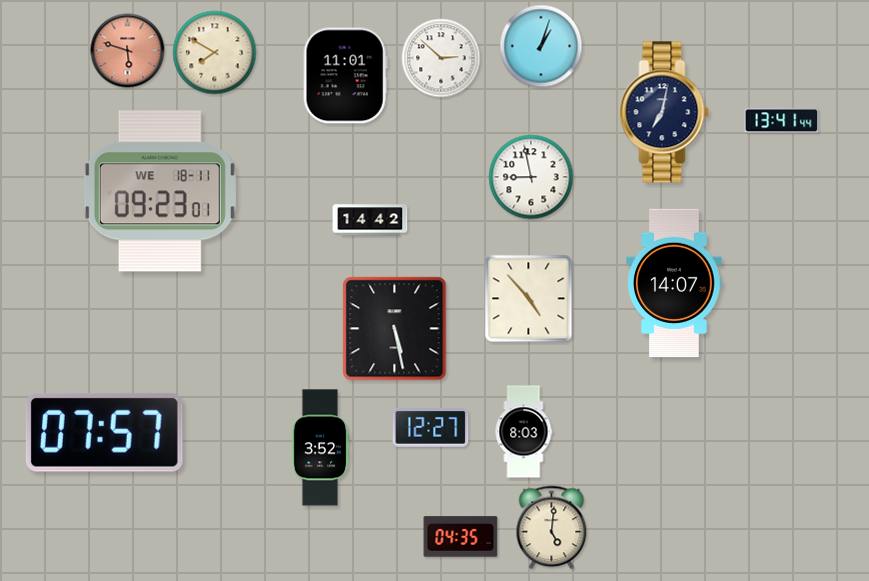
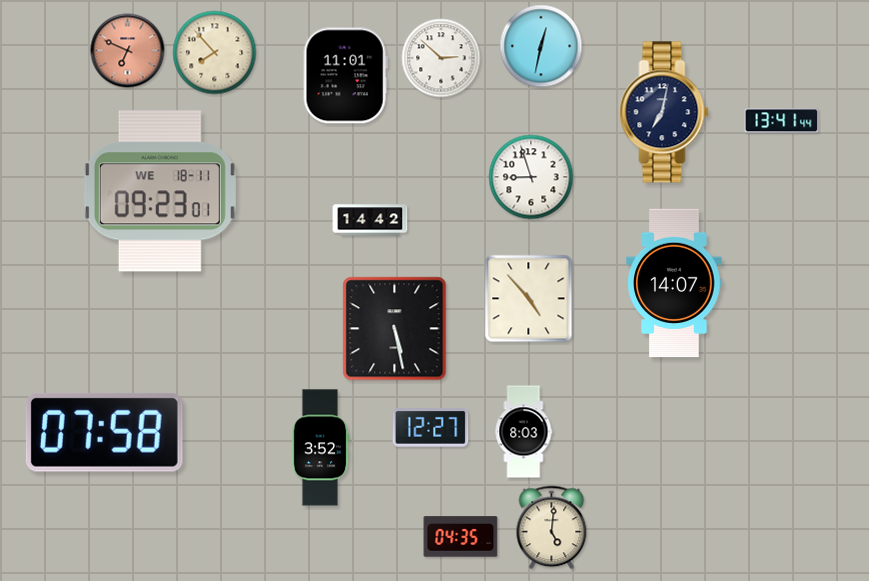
clock at (541, 46): 1:03 -> 12:32
clock at (128, 51): 5:48 -> 6:49
clock at (215, 53): 7:50 -> 7:53
clock at (531, 177): 8:58 -> 8:57
clock at (104, 432): 07:57 -> 07:58
